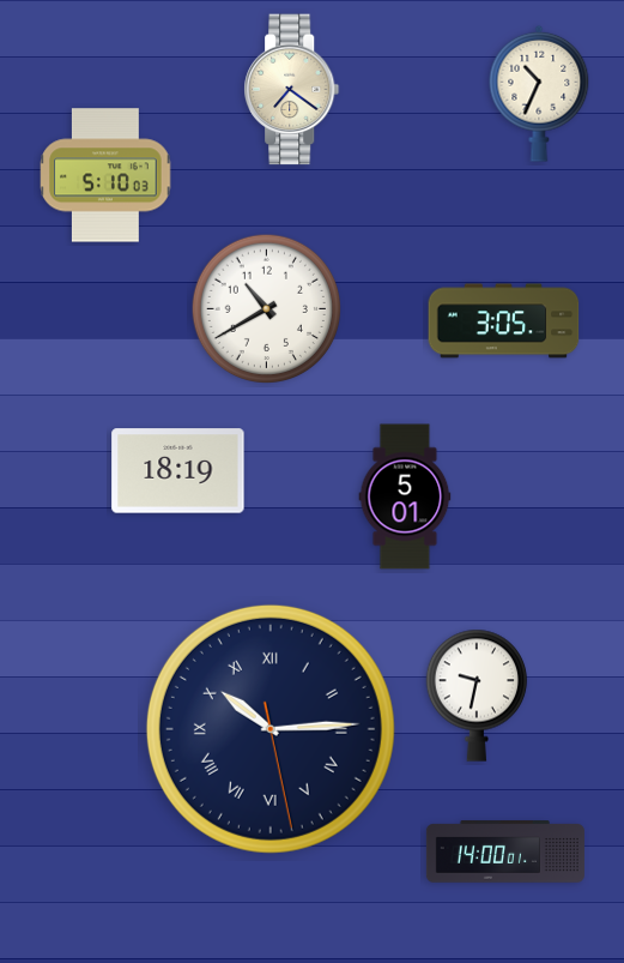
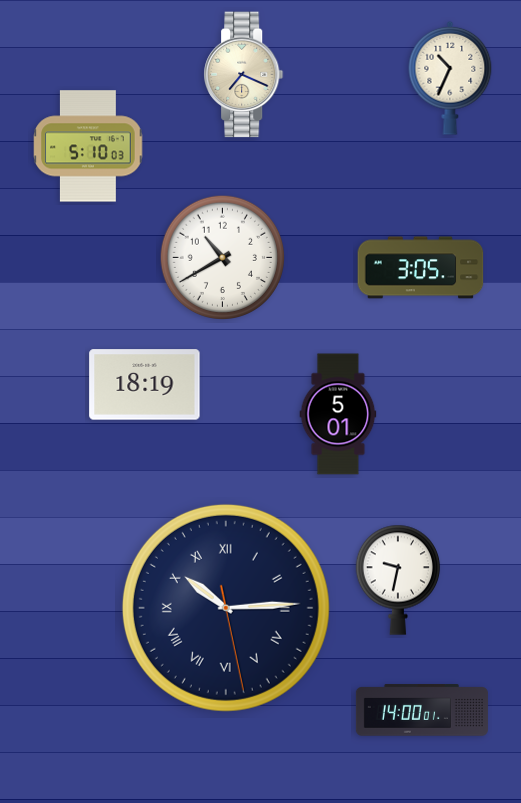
clock at (292, 90): 7:21 -> 7:19
clock at (178, 471) position: (178, 471) -> (145, 385)
